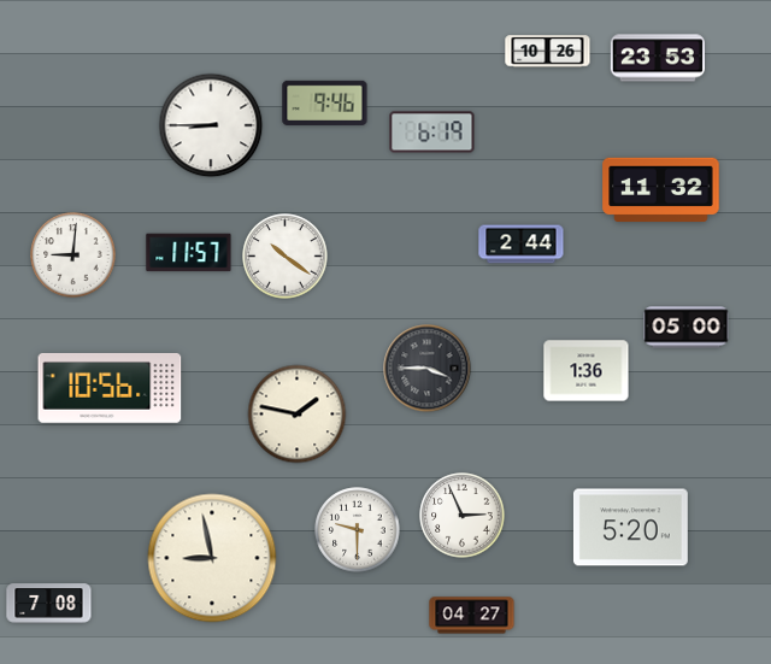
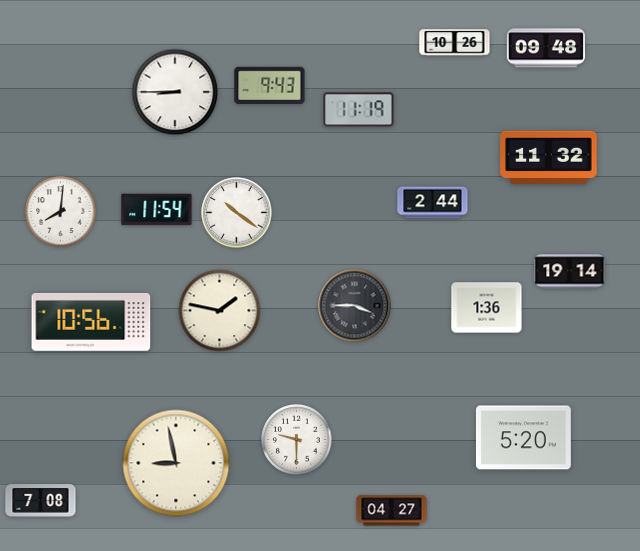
clock at (657, 58): 23:53 -> 09:48
clock at (325, 102): 9:46 -> 9:43
clock at (211, 125) position: (211, 125) -> (175, 92)
clock at (432, 133): 6:19 -> 11:19
clock at (189, 253): 11:57 -> 11:54
clock at (73, 255): 9:01 -> 8:01
clock at (687, 328): 05:00 -> 19:14
clock at (298, 415) position: (298, 415) -> (220, 311)
clock at (463, 516): 2:56 -> none
